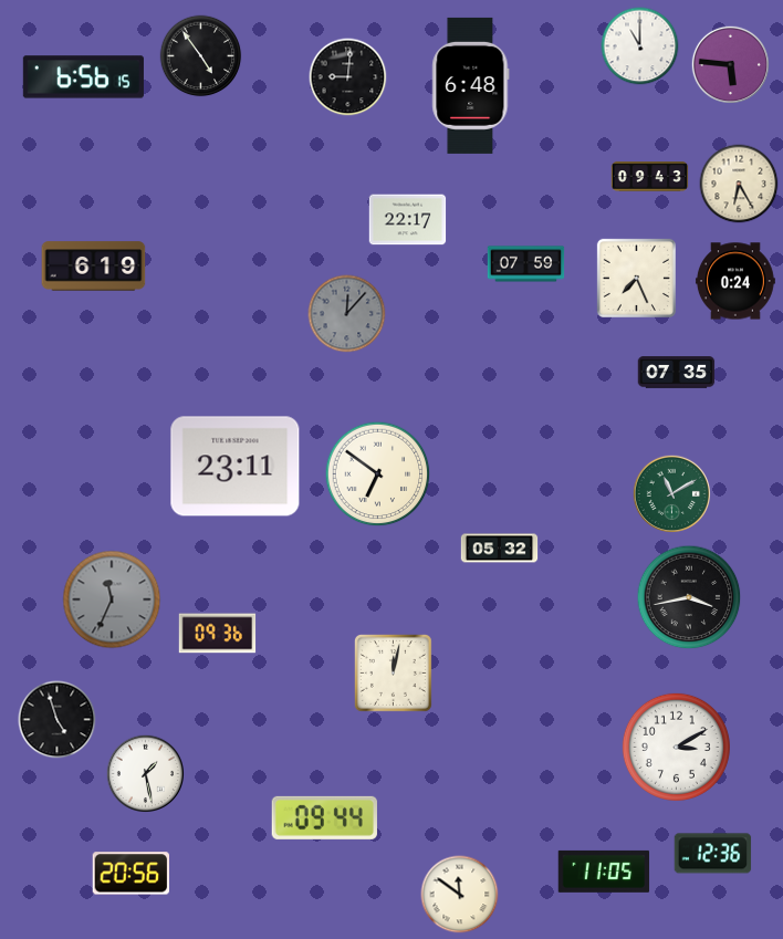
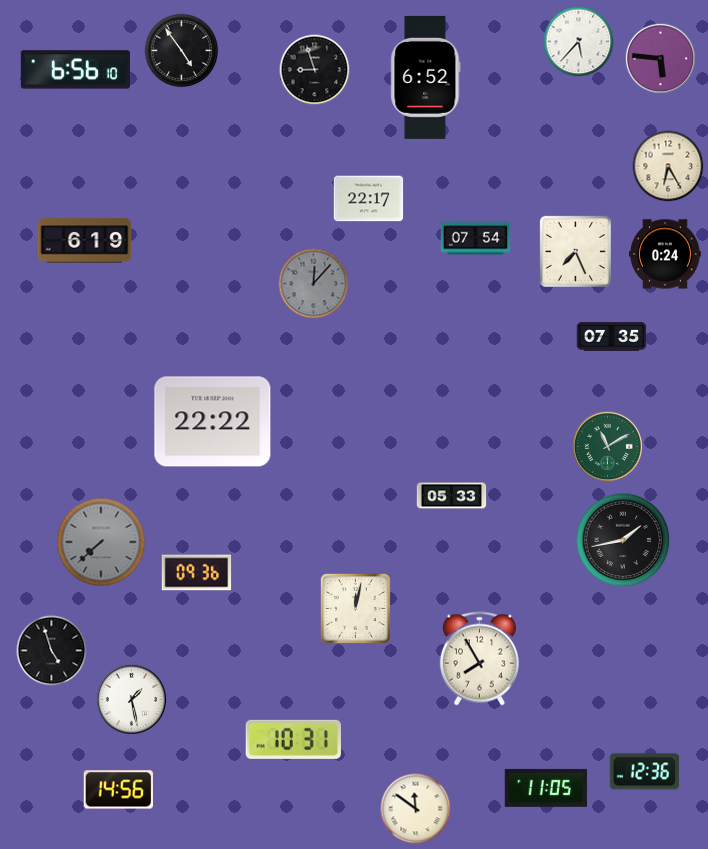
clock at (640, 46): 11:00 -> 5:37
clock at (83, 77): 6:56:15 -> 6:56:10
clock at (348, 77): 9:01 -> 8:57
clock at (471, 85): 6:48 -> 6:52
clock at (650, 177): 09:43 -> none
clock at (526, 264): 07:59 -> 07:54
clock at (236, 467): 23:11 -> 22:22
clock at (378, 474): 6:51 -> none
clock at (500, 549): 05:32 -> 05:33
clock at (689, 597): 3:43 -> 1:43
clock at (112, 599): 11:34 -> 7:38
clock at (479, 659): none -> 7:55
clock at (676, 747): 3:10 -> none
clock at (324, 817): 09:44 -> 10:31
clock at (130, 874): 20:56 -> 14:56
